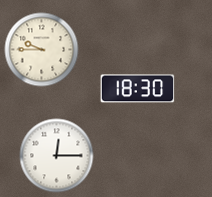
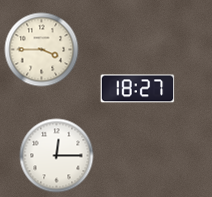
clock at (42, 50): 9:45 -> 3:45
clock at (138, 89): 18:30 -> 18:27
